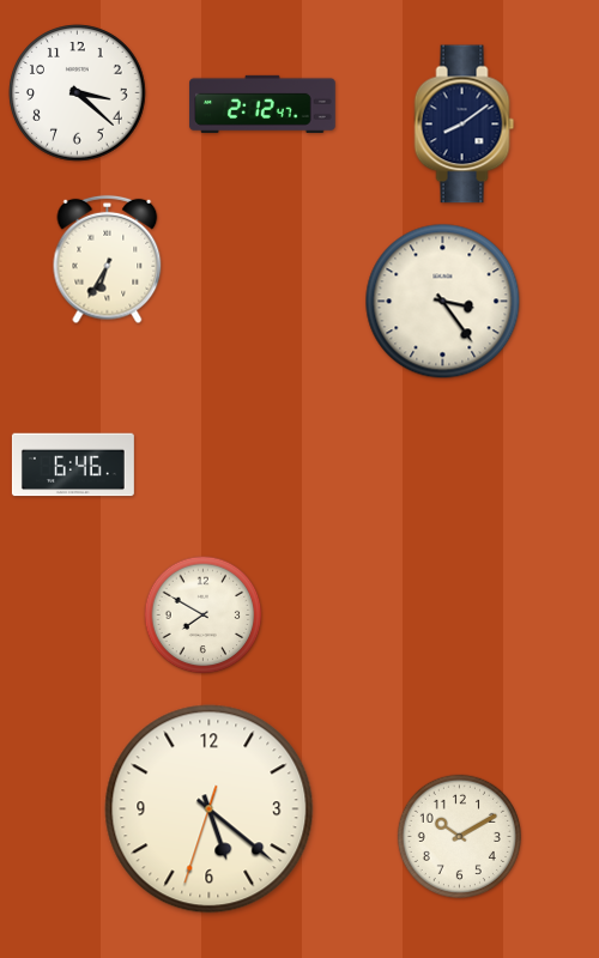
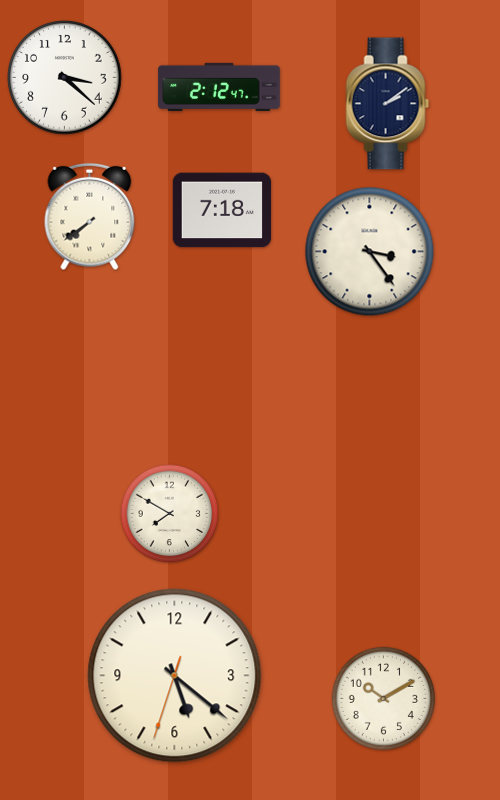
clock at (465, 125): 8:09 -> 2:09
clock at (222, 210): none -> 7:18
clock at (108, 260): 6:35 -> 7:39
clock at (73, 465): 6:46 -> none
